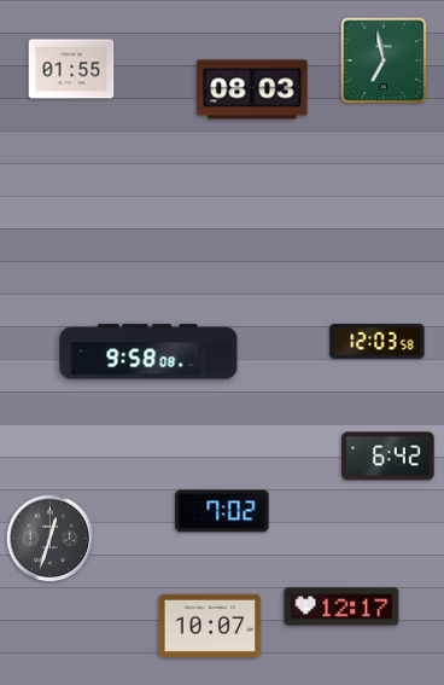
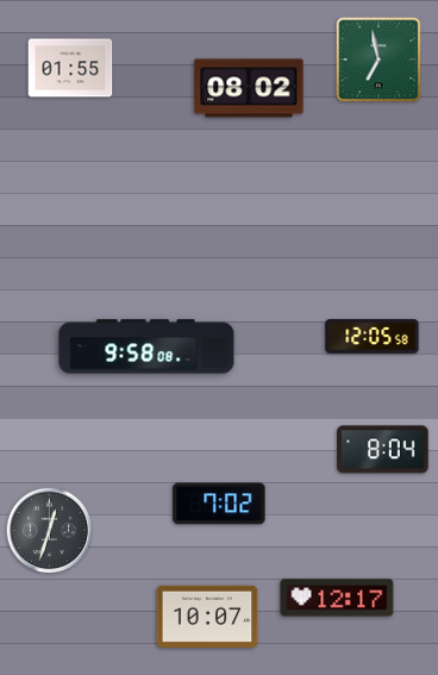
clock at (252, 89): 08:03 -> 08:02
clock at (378, 342): 12:03 -> 12:05
clock at (388, 457): 6:42 -> 8:04
